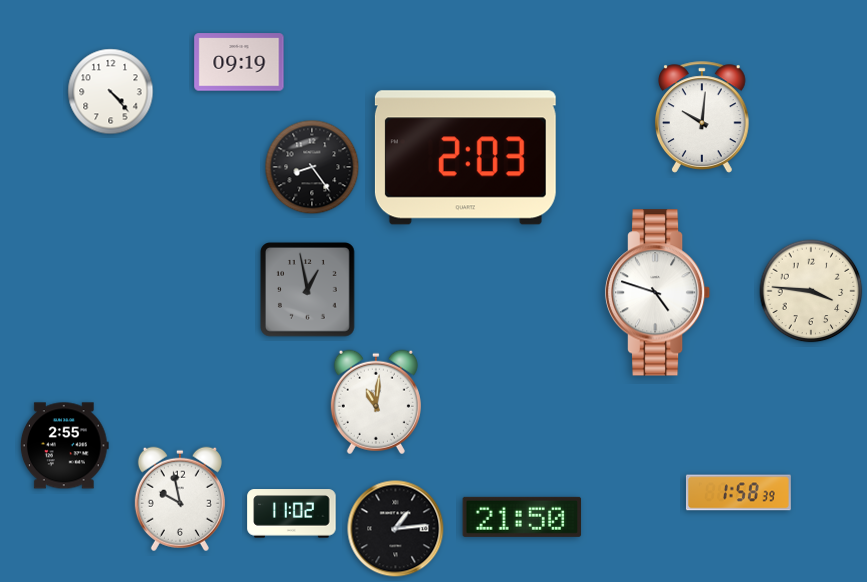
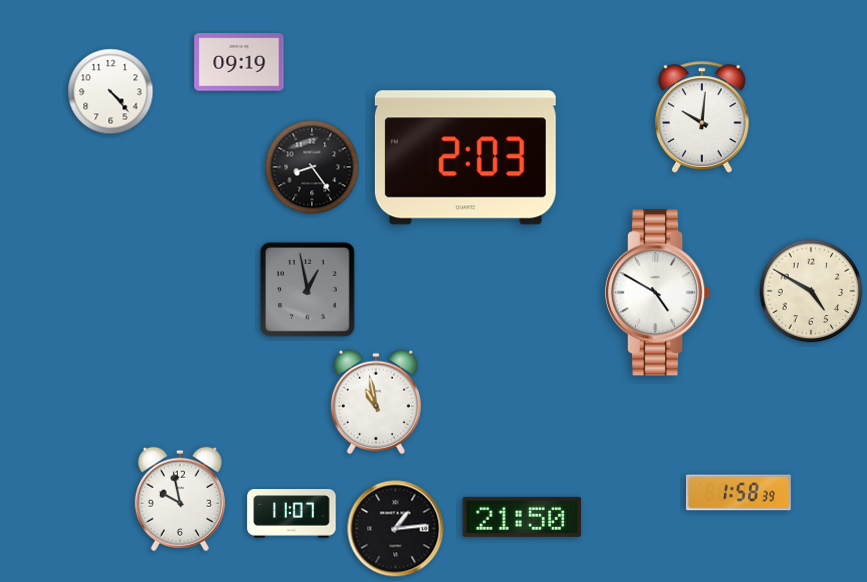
clock at (811, 291): 3:46 -> 4:50
clock at (658, 293): 4:48 -> 4:50
clock at (376, 402): 11:01 -> 10:58
clock at (64, 446): 2:55 -> none
clock at (292, 514): 11:02 -> 11:07
